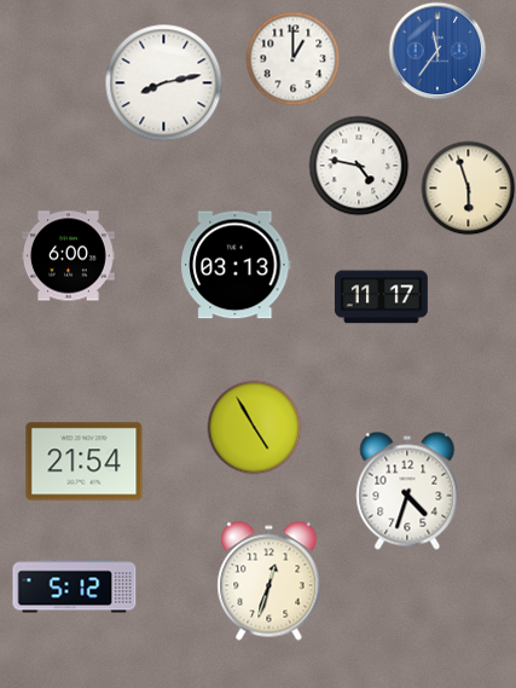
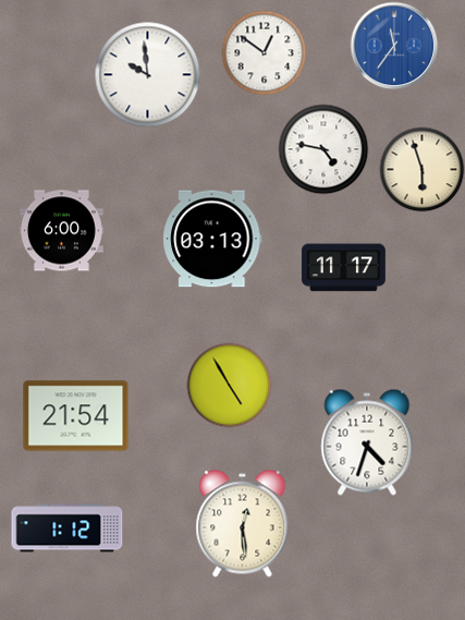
clock at (292, 58): 1:00 -> 12:51
clock at (163, 82): 8:13 -> 9:59
clock at (269, 582): 12:33 -> 12:29
clock at (75, 586): 5:12 -> 1:12
